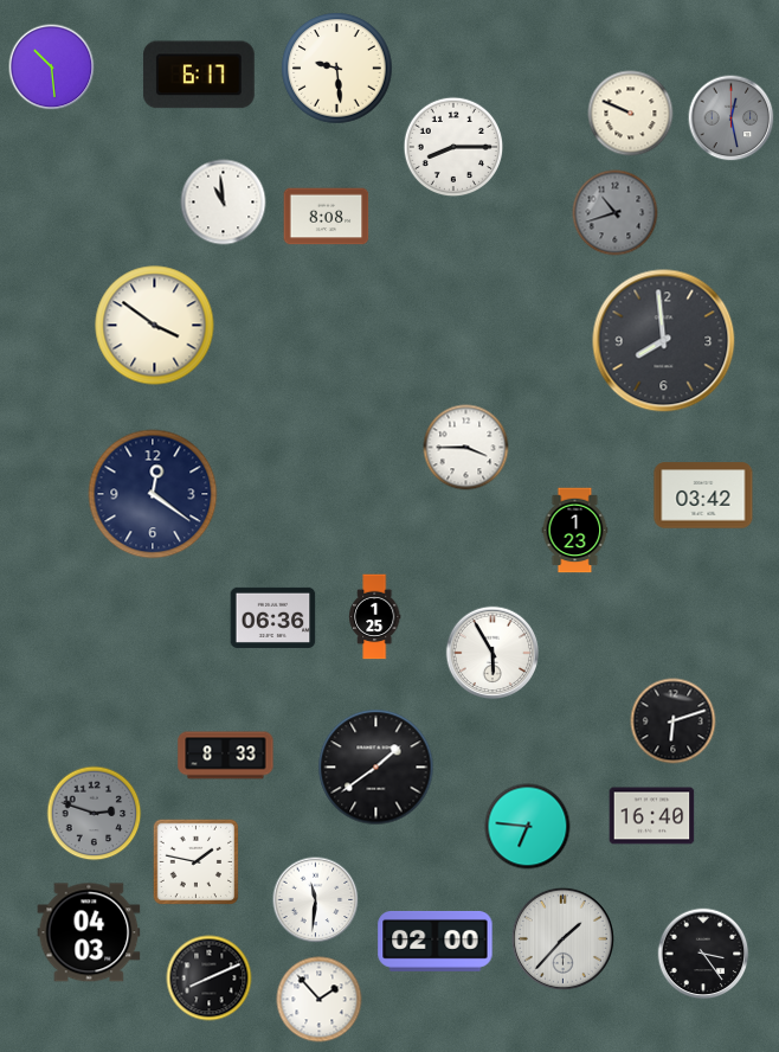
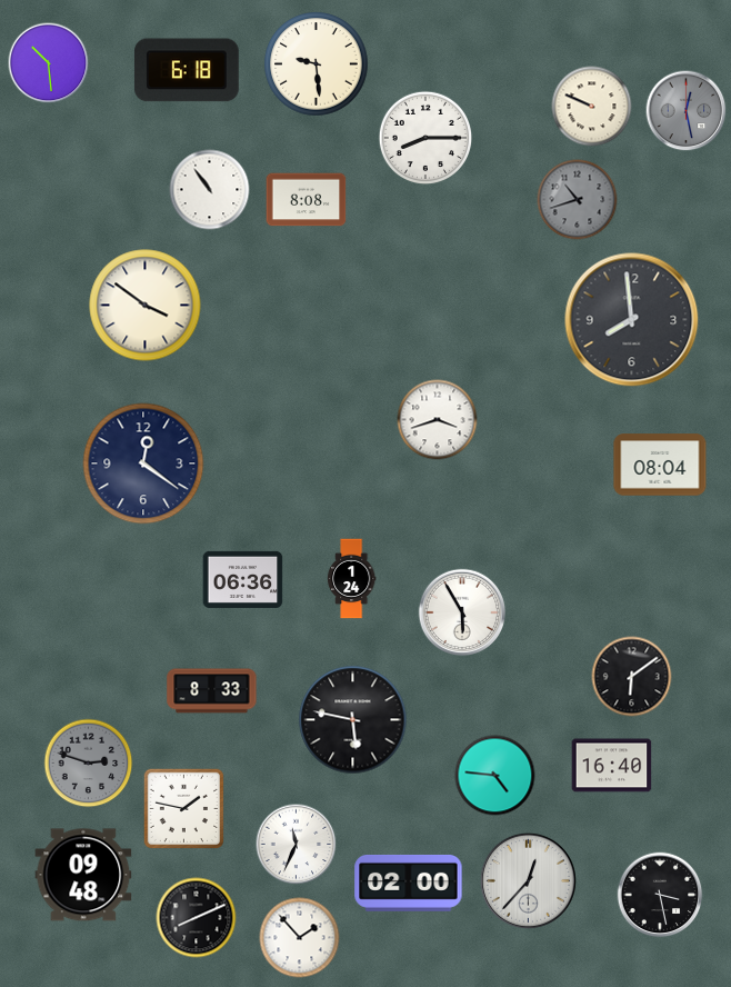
clock at (199, 75): 6:17 -> 6:18
clock at (224, 203): 10:59 -> 10:54
clock at (327, 217) position: (327, 217) -> (307, 200)
clock at (664, 341) position: (664, 341) -> (632, 320)
clock at (466, 448): 3:45 -> 3:42
clock at (703, 495): 03:42 -> 08:04
clock at (575, 531): 1:23 -> none
clock at (273, 617) position: (273, 617) -> (243, 579)
clock at (375, 617): 1:25 -> 1:24
clock at (674, 721): 6:12 -> 6:09
clock at (226, 756) position: (226, 756) -> (212, 691)
clock at (376, 768): 1:39 -> 5:47
clock at (528, 827): 6:46 -> 4:46
clock at (316, 900): 11:31 -> 11:34
clock at (89, 932): 04:03 -> 09:48
clock at (562, 938): 1:37 -> 12:37
clock at (703, 954): 3:24 -> 3:28
